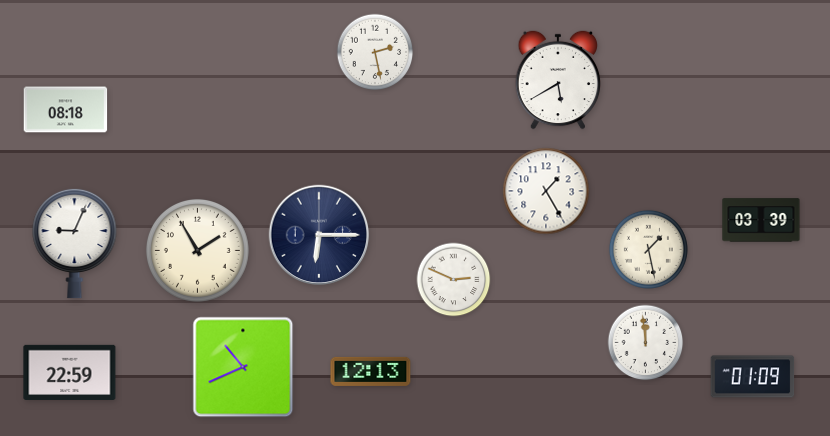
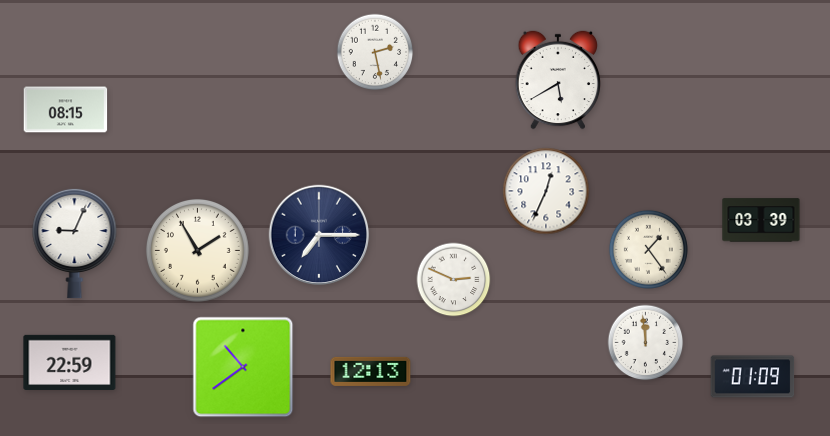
clock at (66, 110): 08:18 -> 08:15
clock at (546, 191): 1:25 -> 12:34
clock at (319, 235): 6:15 -> 7:15
clock at (648, 249): 1:28 -> 1:24
clock at (243, 367): 10:41 -> 10:39
clock at (70, 372) position: (70, 372) -> (70, 362)
